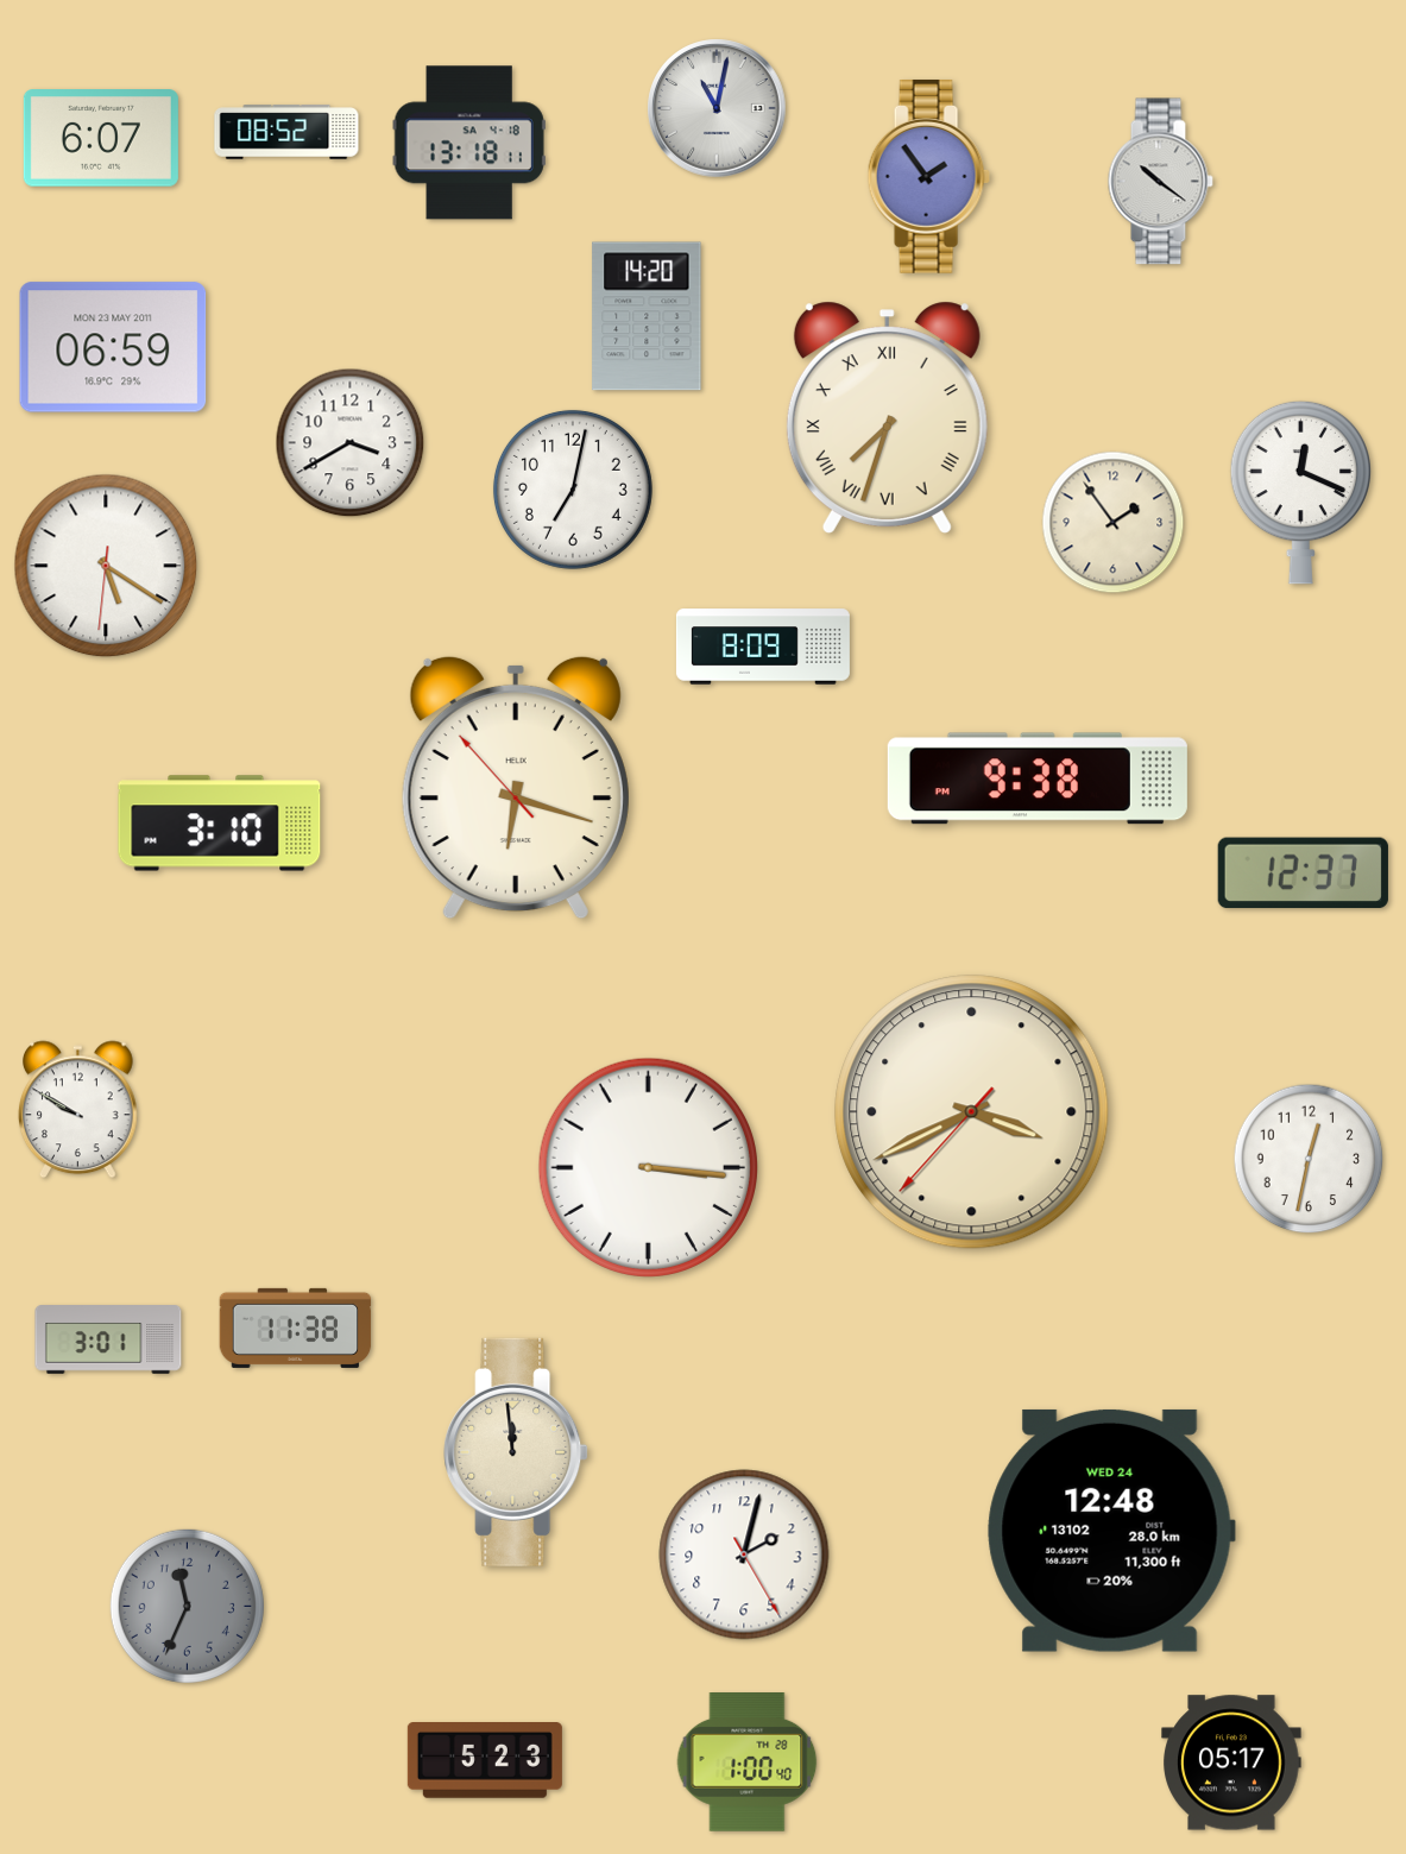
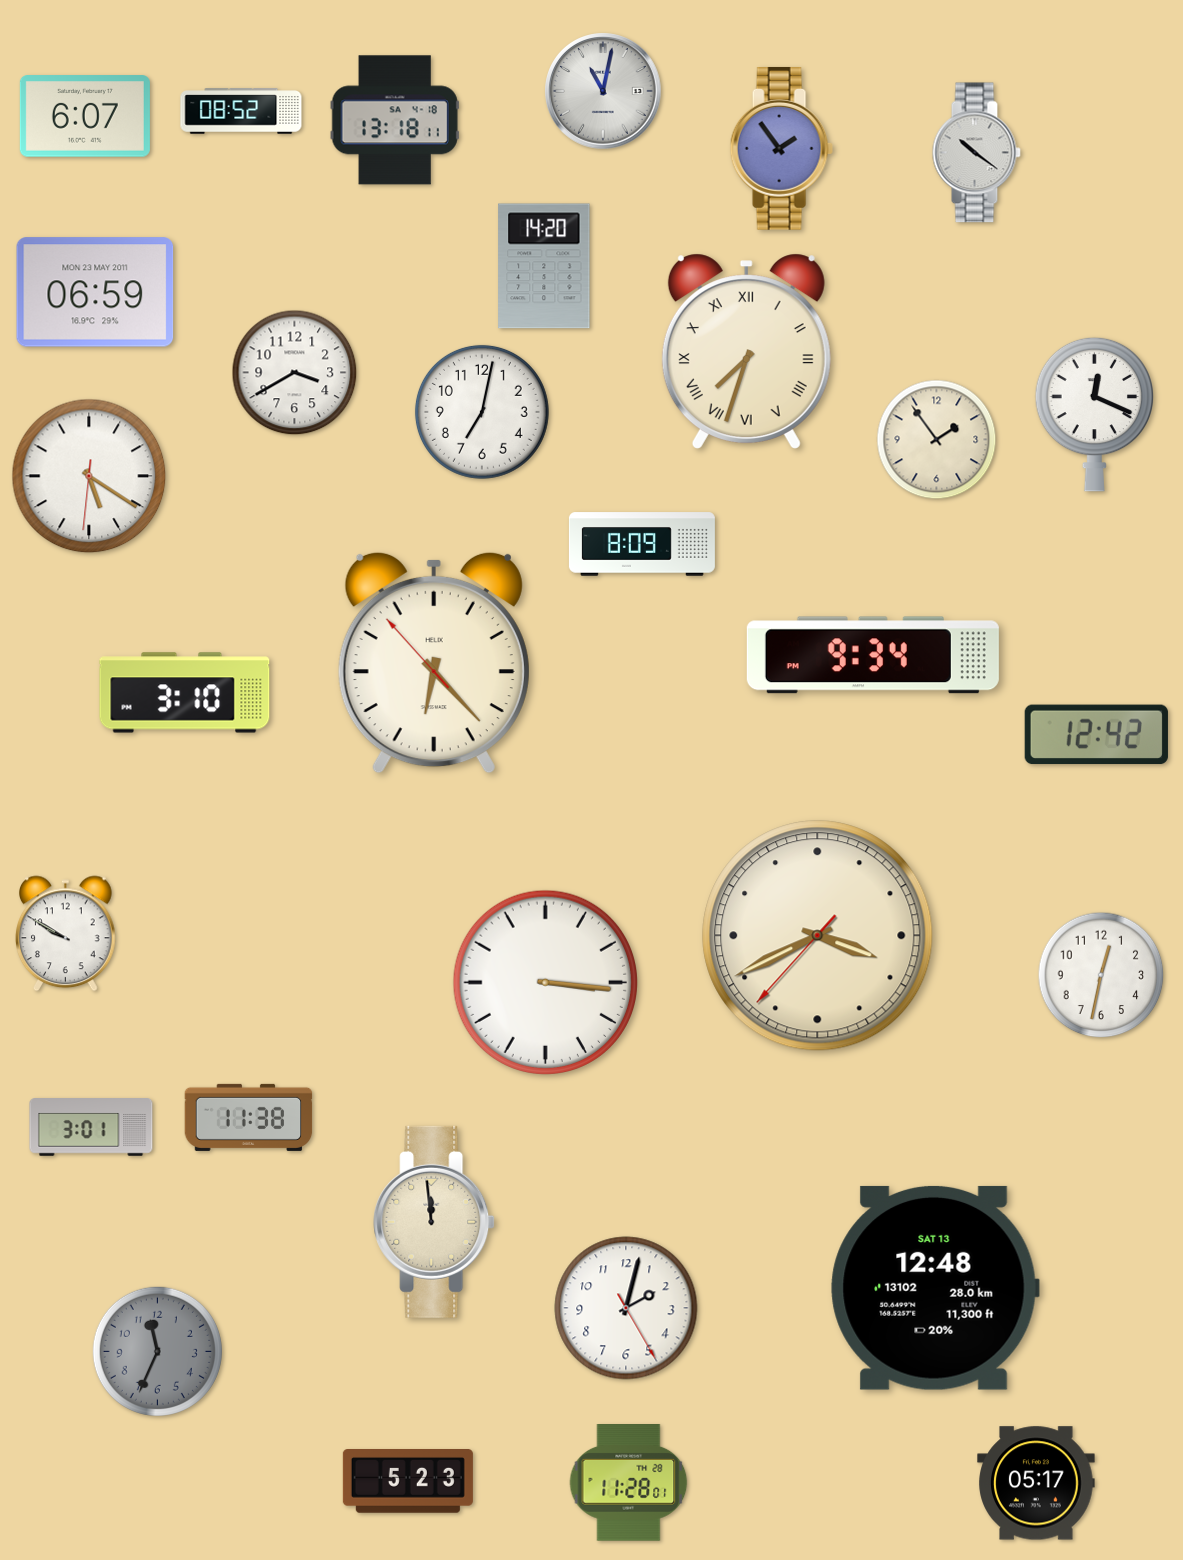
clock at (1038, 778): 9:38 -> 9:34
clock at (516, 788): 6:17 -> 6:22
clock at (1303, 874): 12:37 -> 12:42
clock at (1111, 1531) date: WED 24 -> SAT 13
clock at (748, 1762): 1:00 -> 11:28
